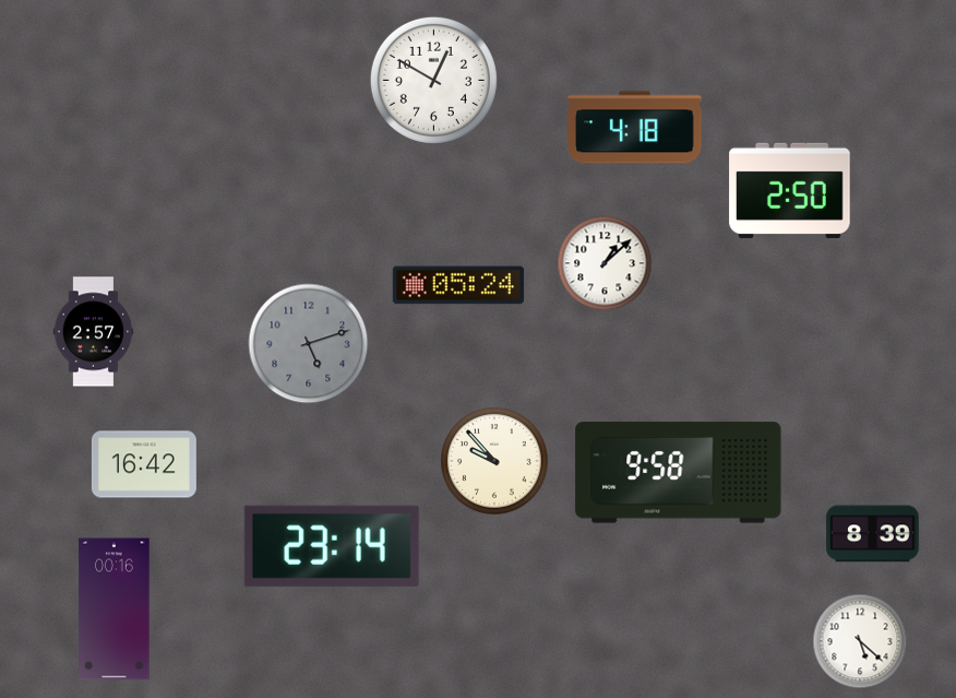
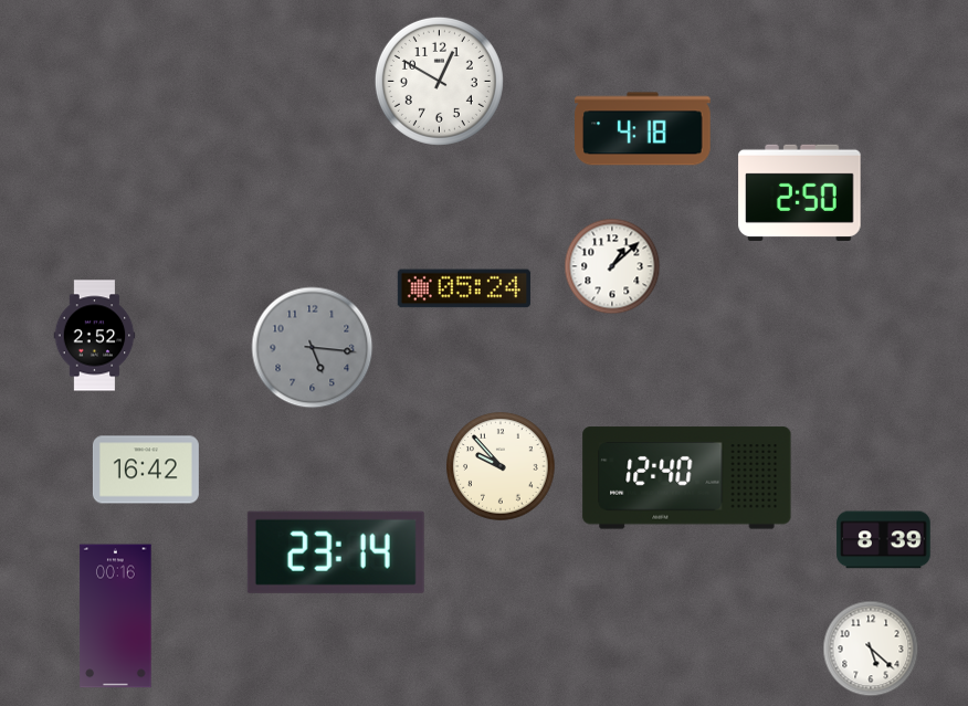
clock at (94, 332): 2:57 -> 2:52
clock at (309, 344): 5:12 -> 5:16
clock at (679, 473): 9:58 -> 12:40
